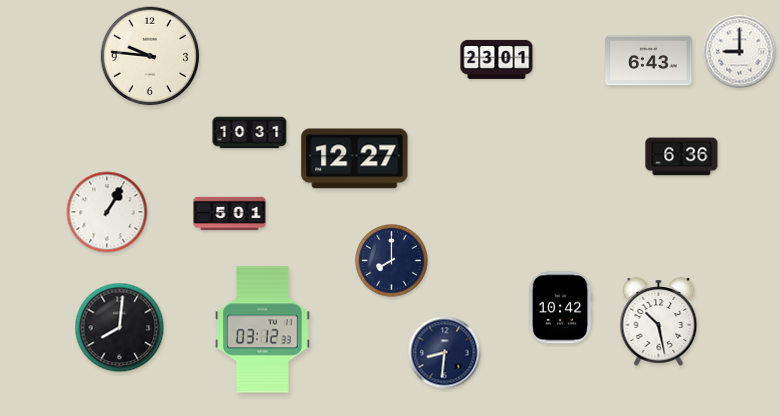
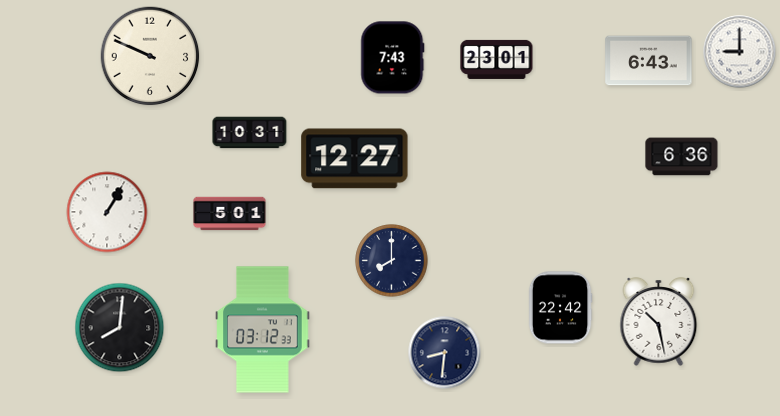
clock at (150, 56): 9:46 -> 9:49
clock at (393, 58): none -> 7:43
clock at (560, 308): 10:42 -> 22:42
